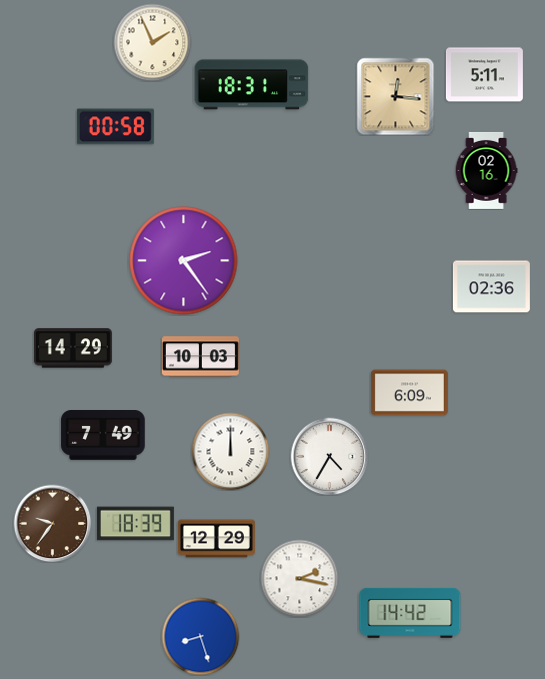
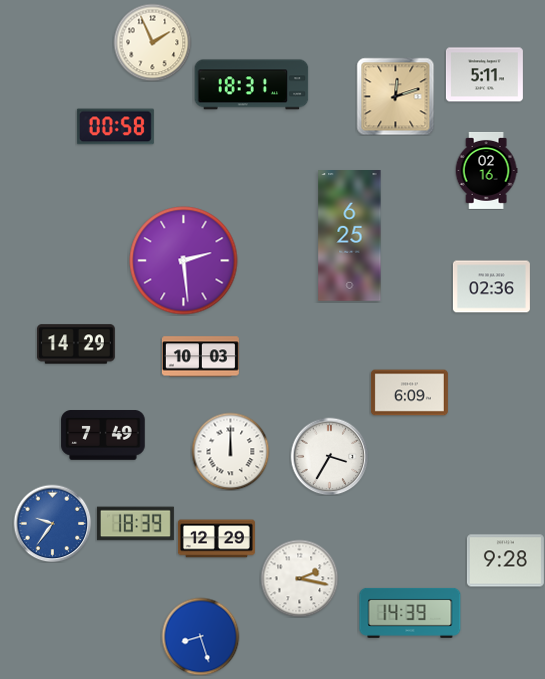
clock at (395, 96): 12:16 -> 12:12
clock at (350, 236): none -> 6:25
clock at (184, 261): 2:24 -> 2:29
clock at (73, 348) position: (73, 348) -> (76, 344)
clock at (329, 456): 4:35 -> 3:35
clock at (52, 523) dial: brown -> blue
clock at (505, 561): none -> 9:28
clock at (410, 613): 14:42 -> 14:39
